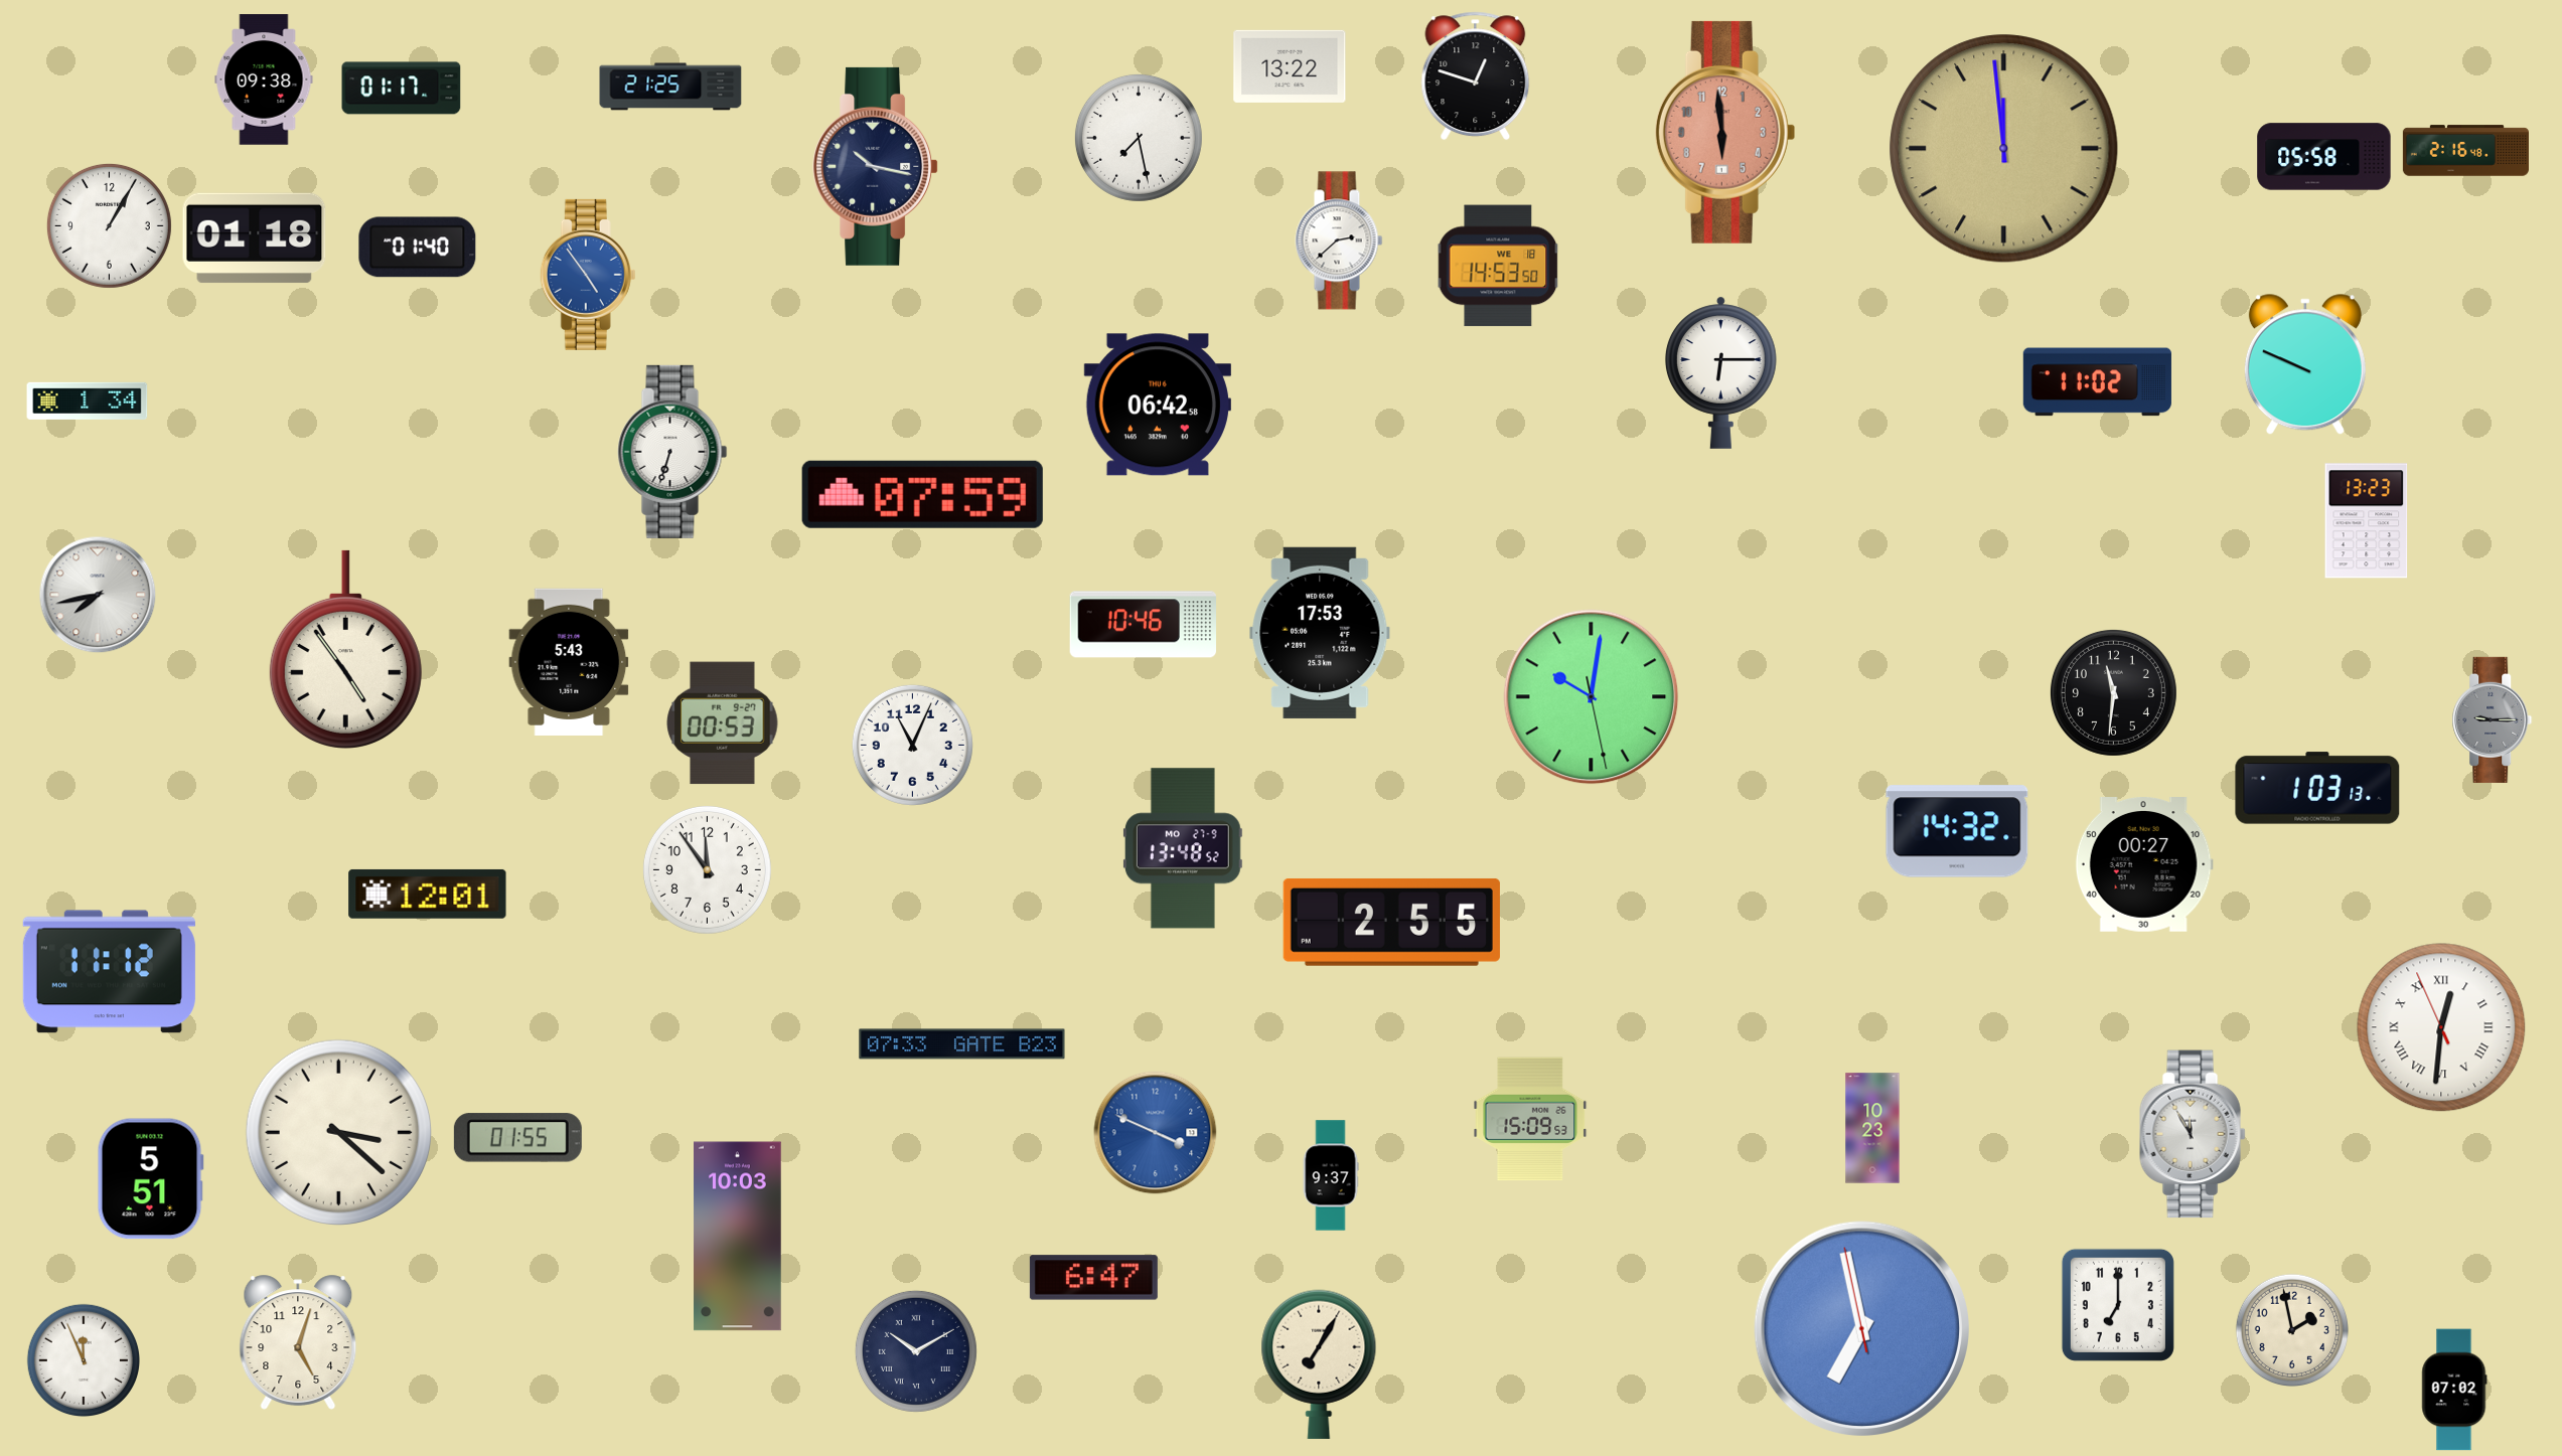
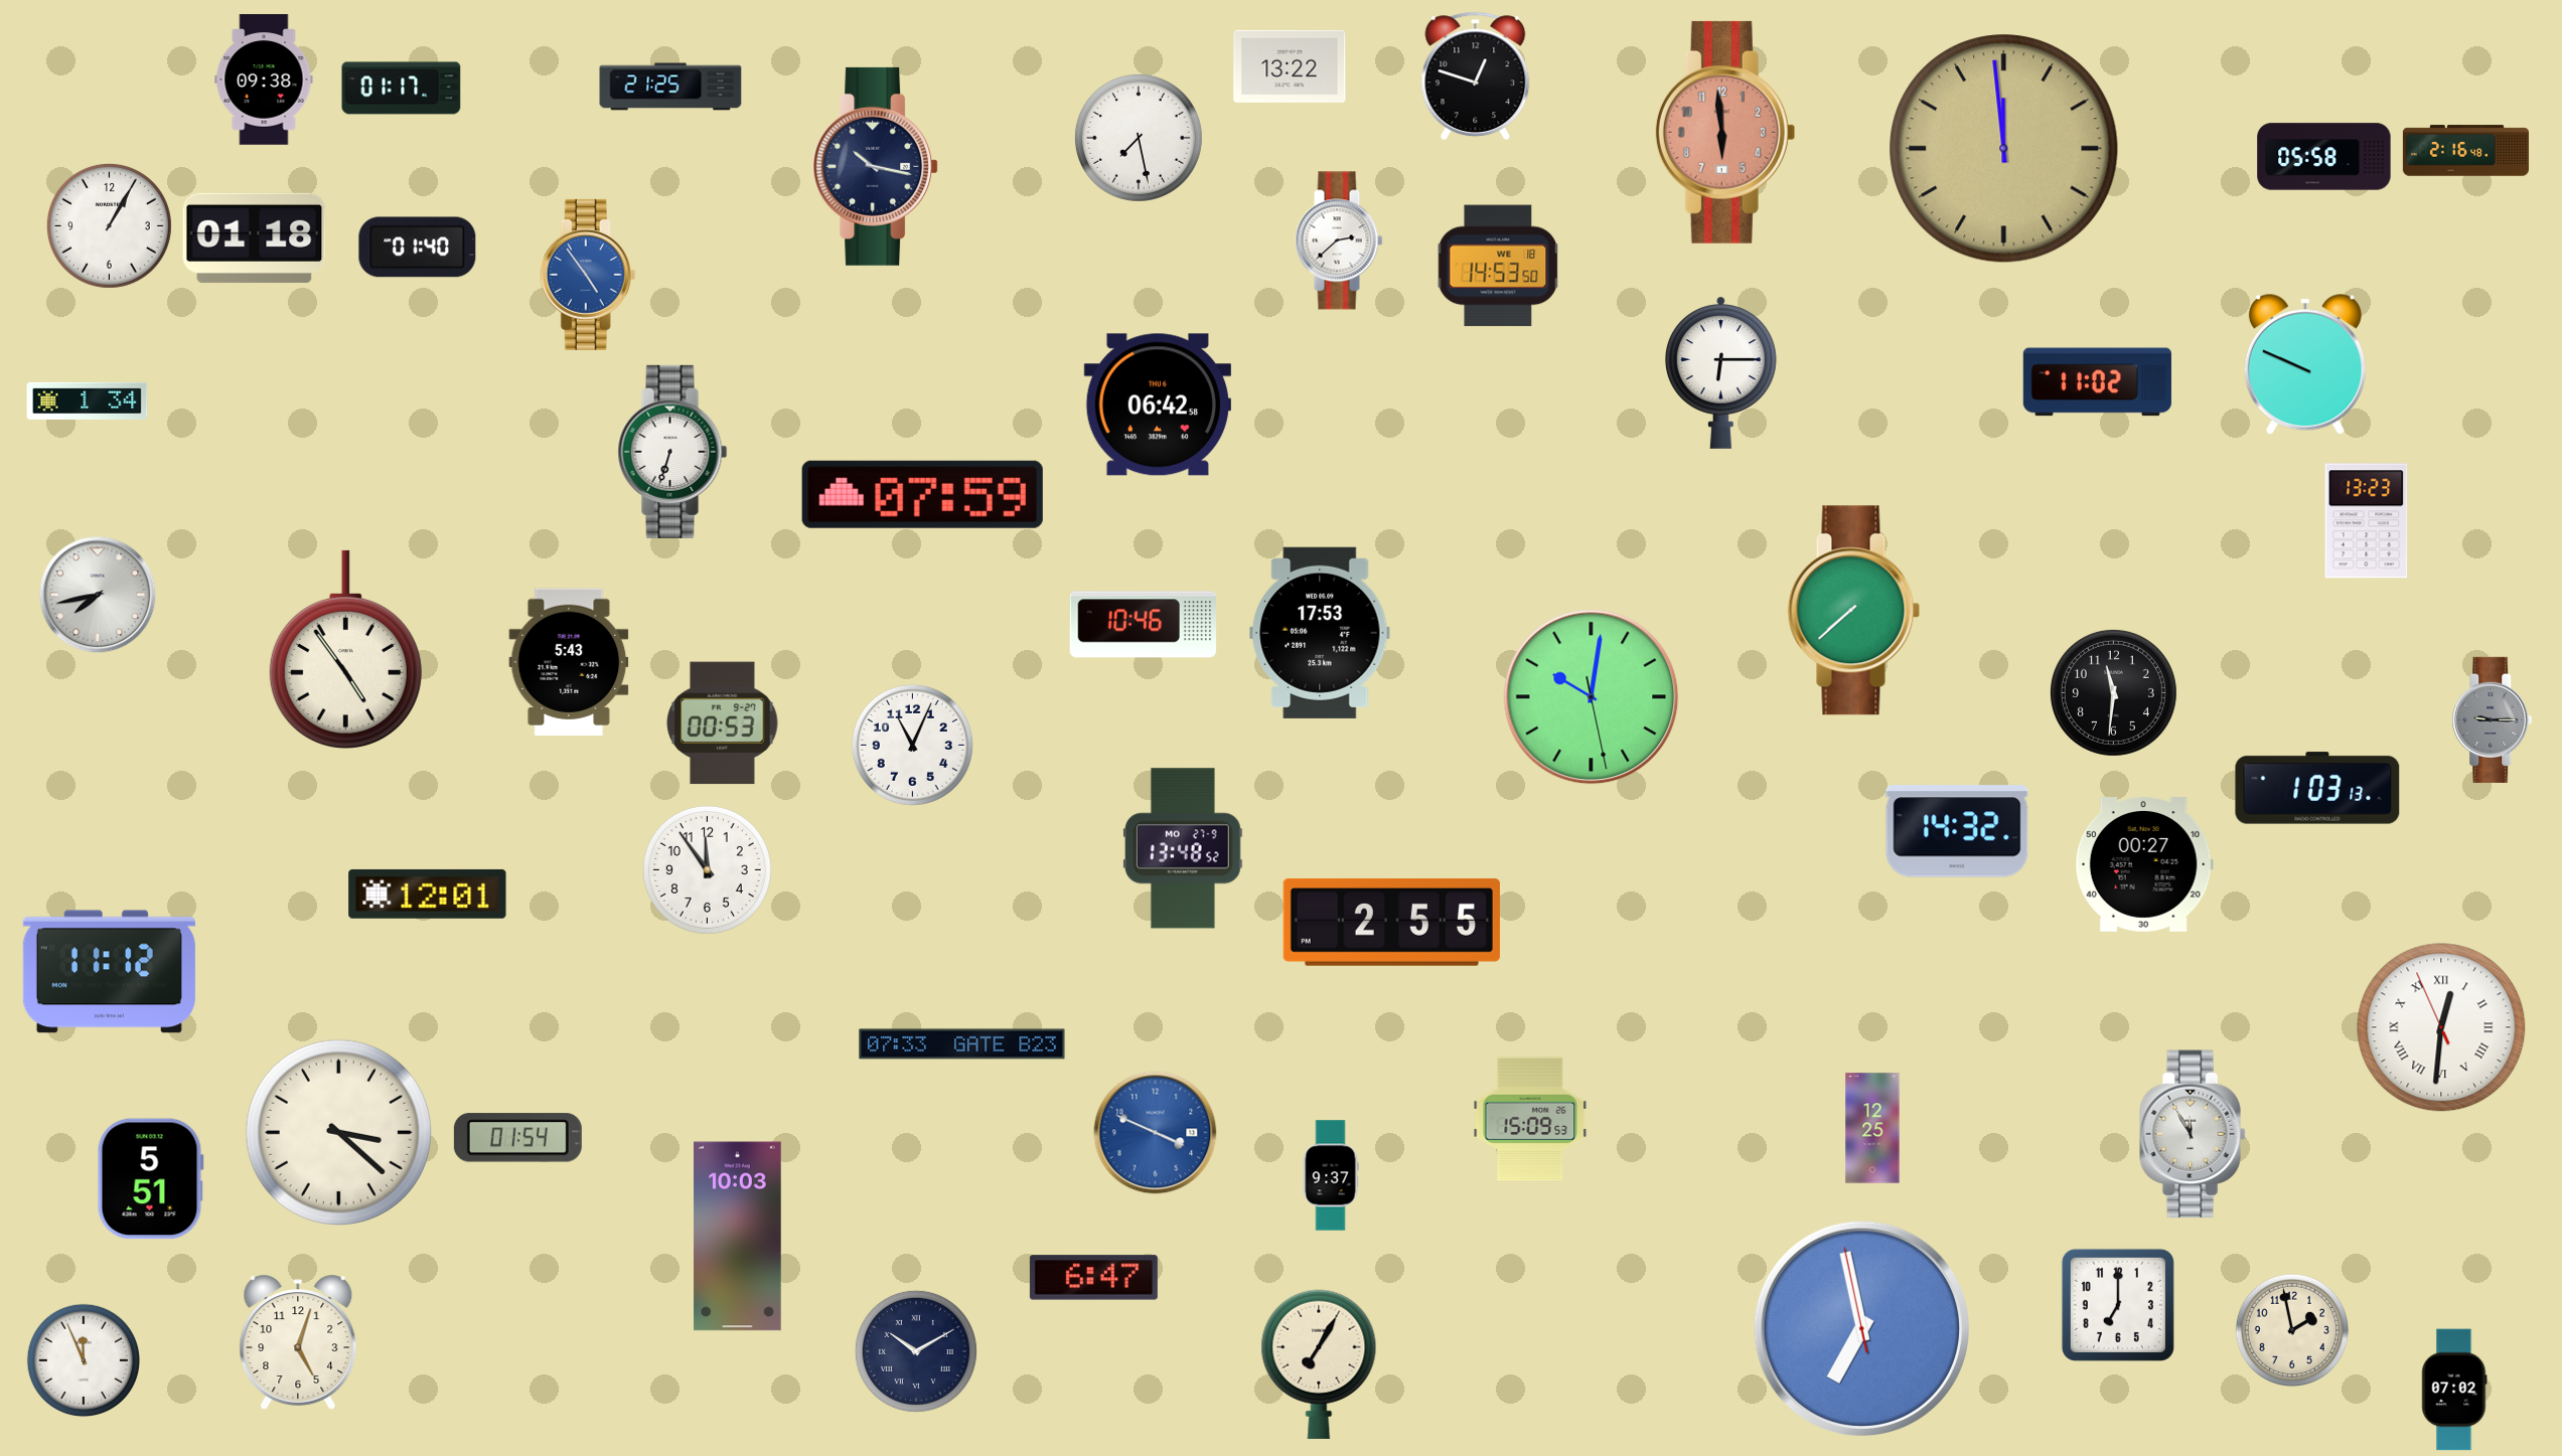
clock at (1854, 611): none -> 7:38
clock at (1872, 1128): 10:23 -> 12:25
clock at (517, 1138): 01:55 -> 01:54
